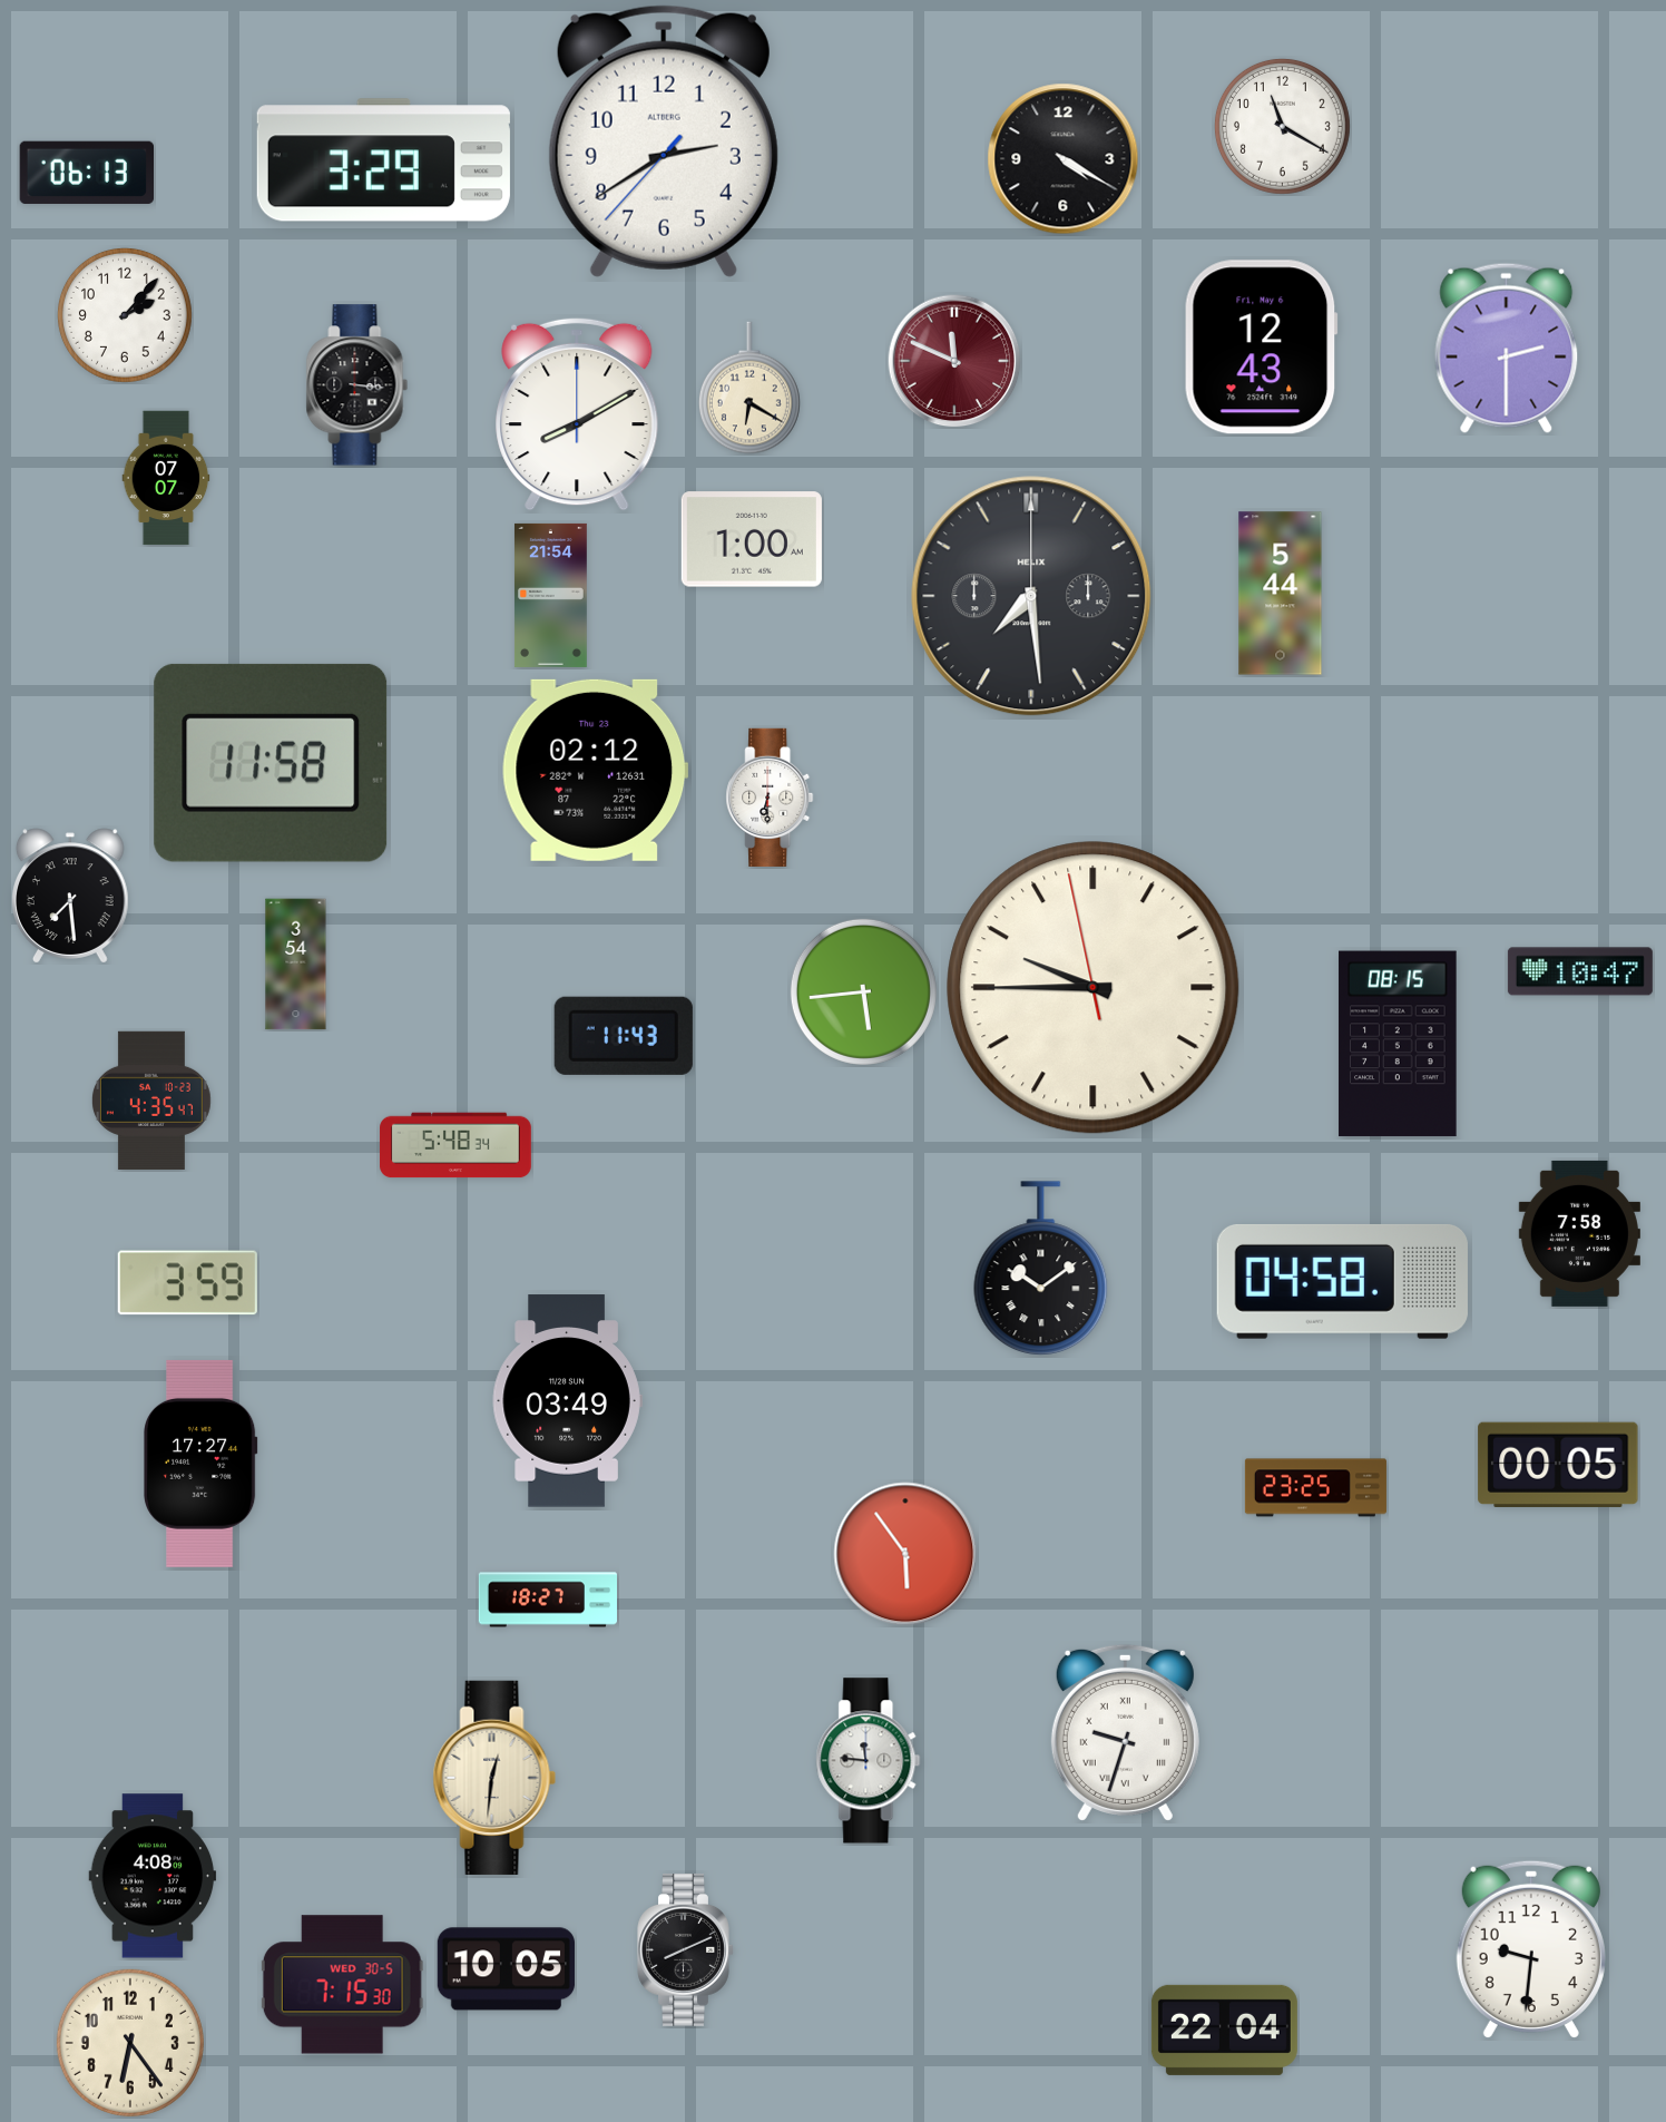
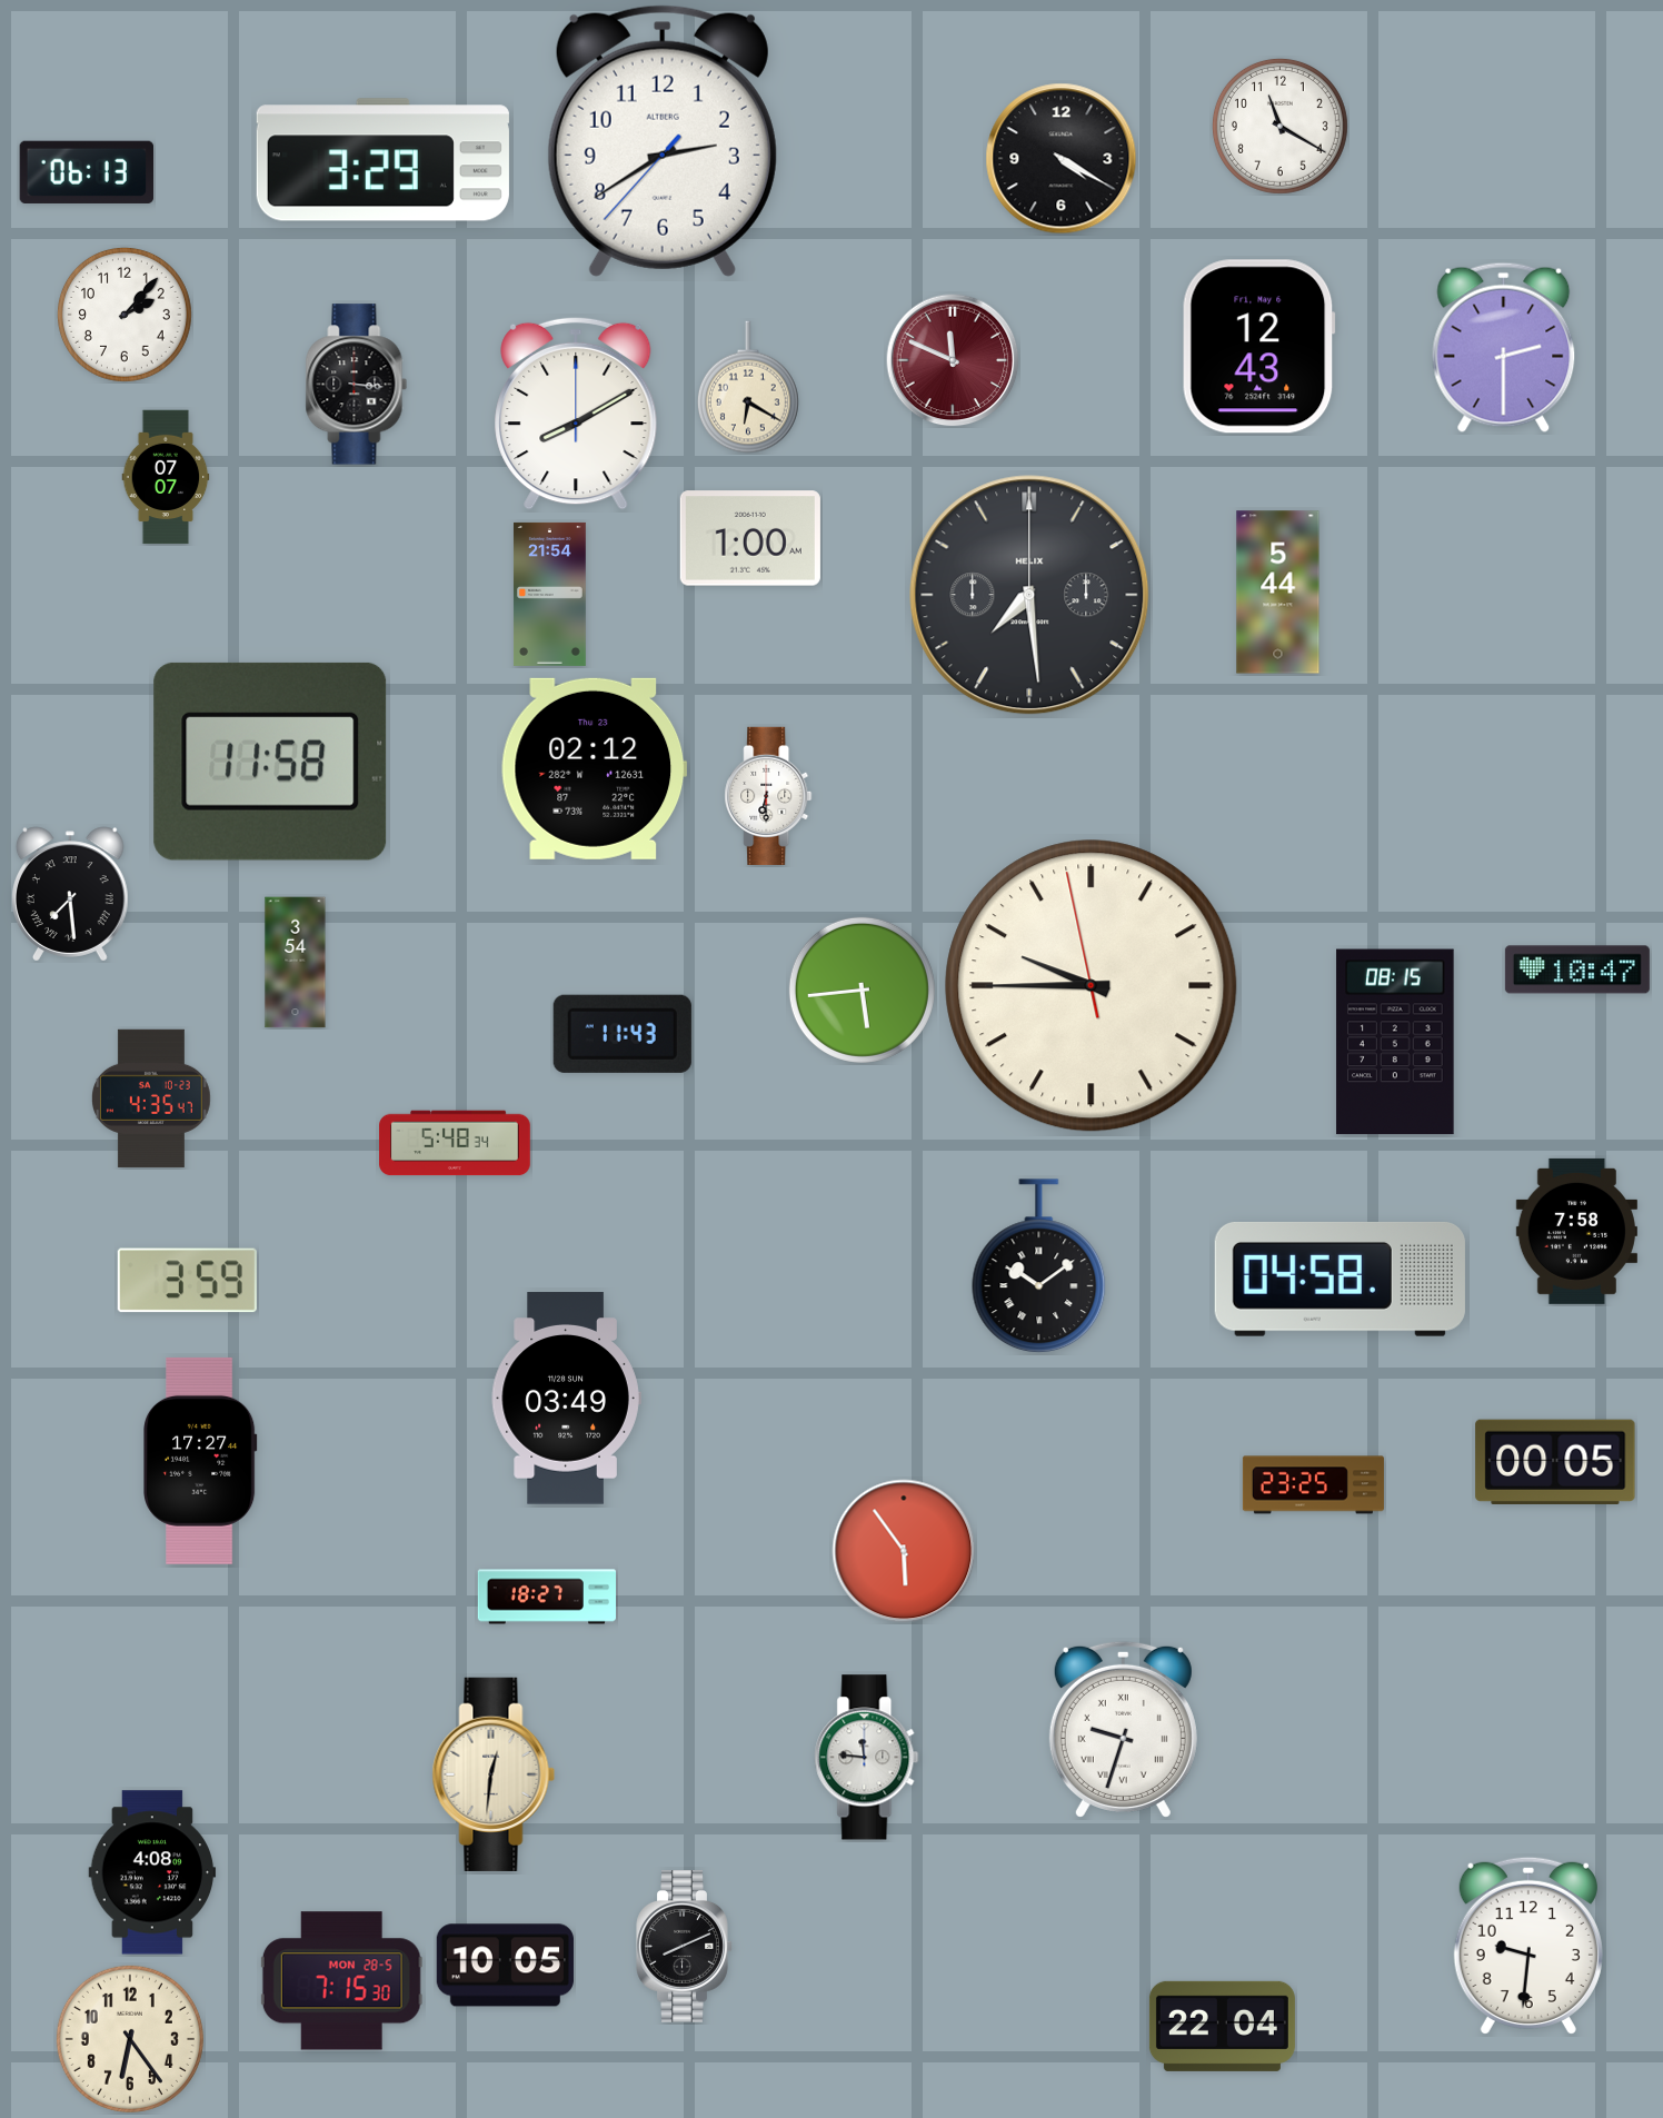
clock at (342, 1985) date: WED 30-5 -> MON 28-5
